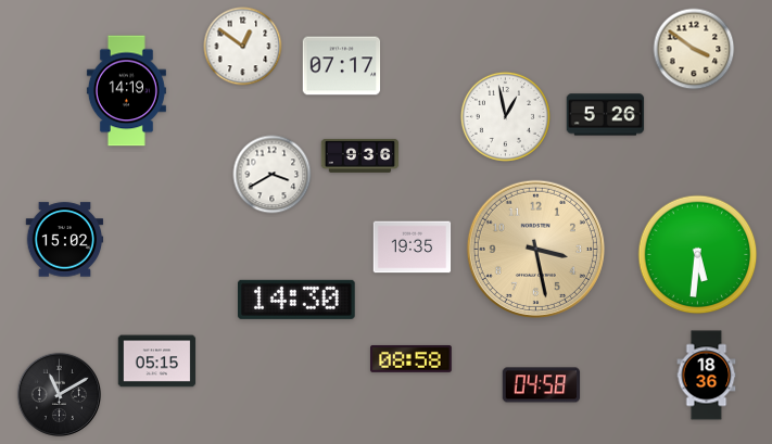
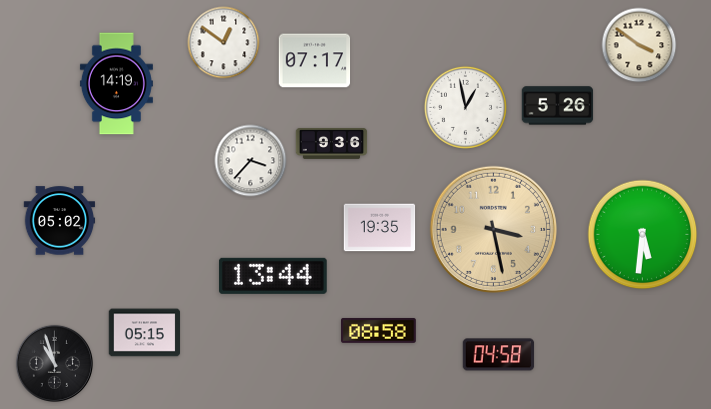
clock at (273, 175): 3:40 -> 3:37
clock at (65, 240): 15:02 -> 05:02
clock at (296, 300): 14:30 -> 13:44
clock at (707, 376): 18:36 -> none
clock at (59, 394): 11:10 -> 10:57
